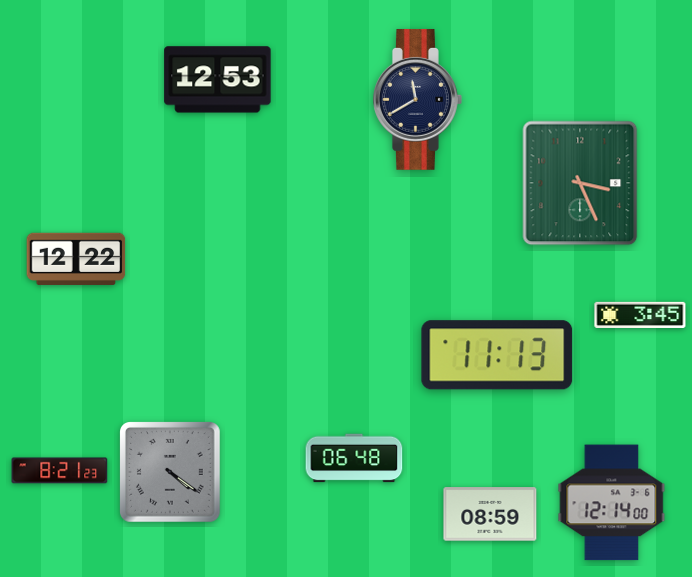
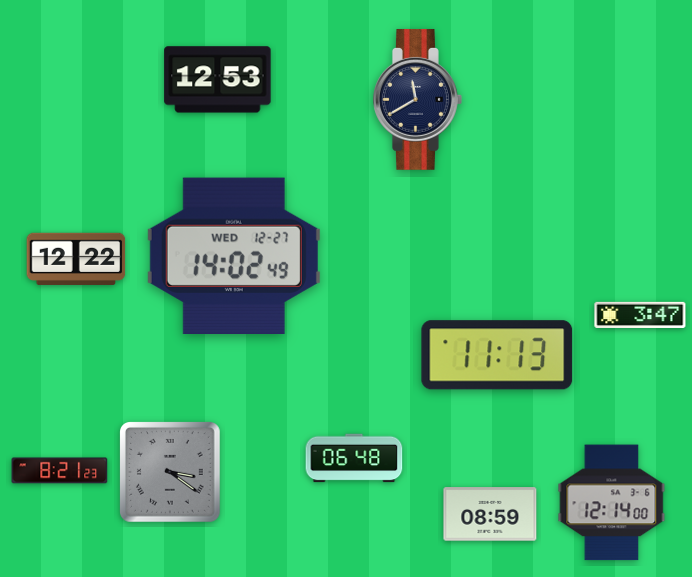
clock at (580, 183): 3:26 -> none
clock at (234, 255): none -> 14:02
clock at (640, 315): 3:45 -> 3:47
clock at (171, 473): 4:21 -> 3:21
